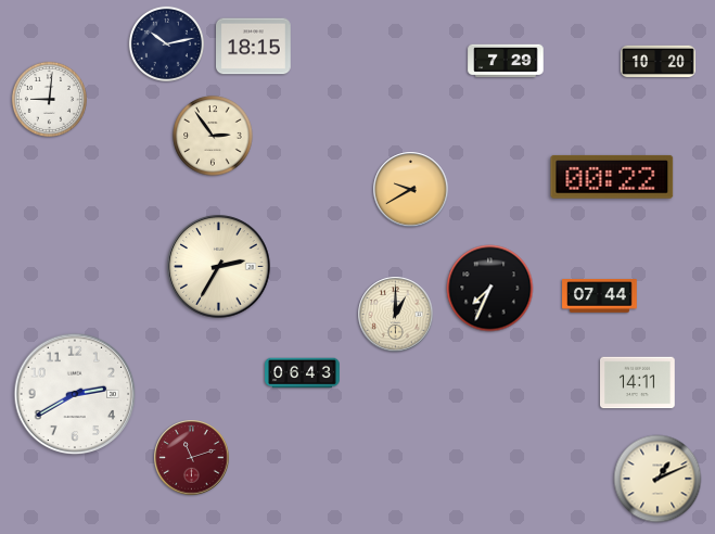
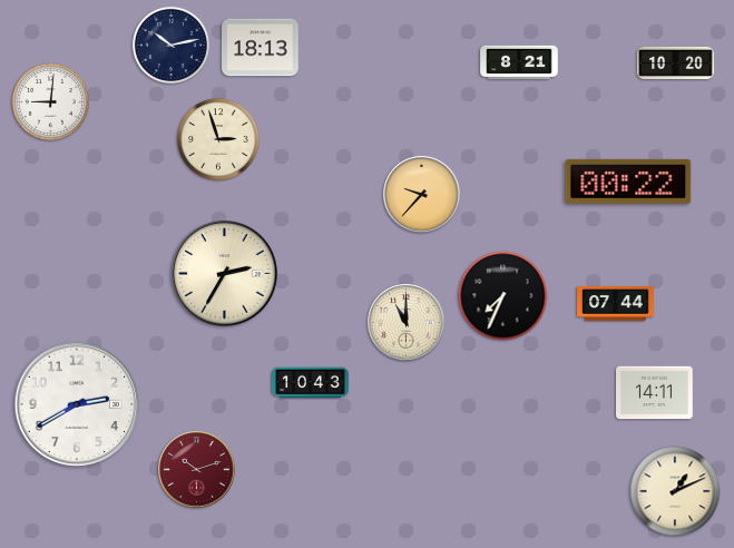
clock at (254, 47): 18:15 -> 18:13
clock at (506, 61): 7:29 -> 8:21
clock at (213, 136): 2:54 -> 2:57
clock at (411, 190): 9:40 -> 9:37
clock at (396, 315): 1:00 -> 11:00
clock at (303, 373): 06:43 -> 10:43
clock at (192, 458): 11:12 -> 10:12
